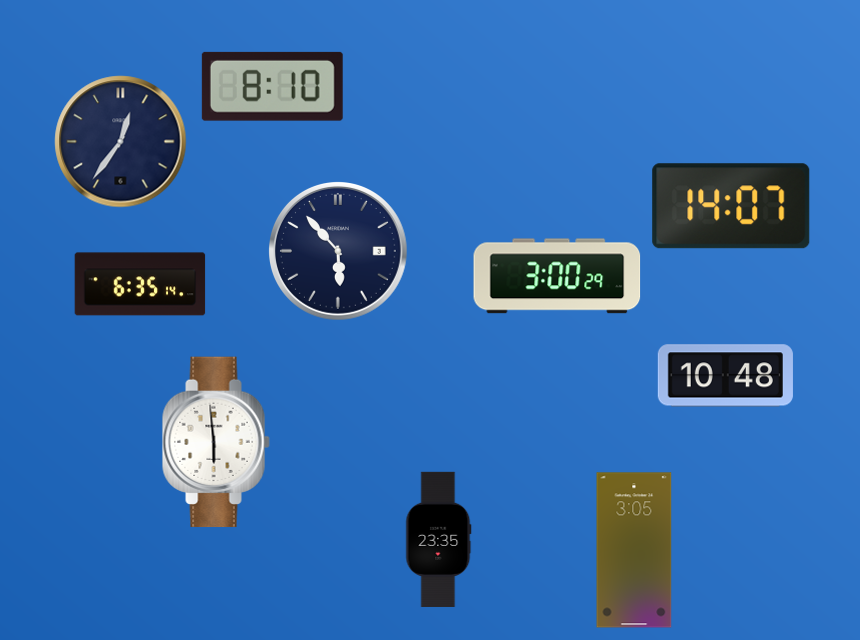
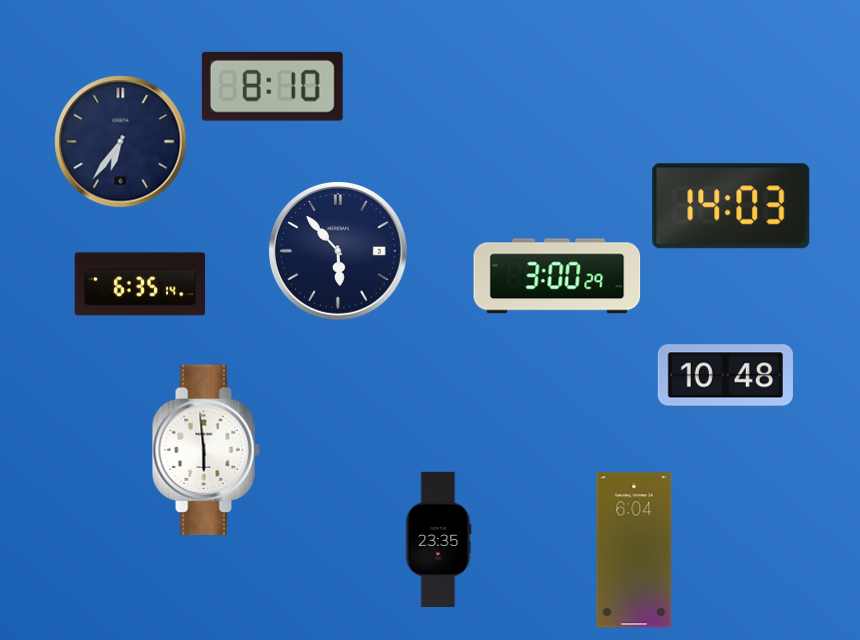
clock at (121, 142): 12:36 -> 6:36
clock at (731, 206): 14:07 -> 14:03
clock at (216, 442) position: (216, 442) -> (206, 450)
clock at (634, 550): 3:05 -> 6:04
